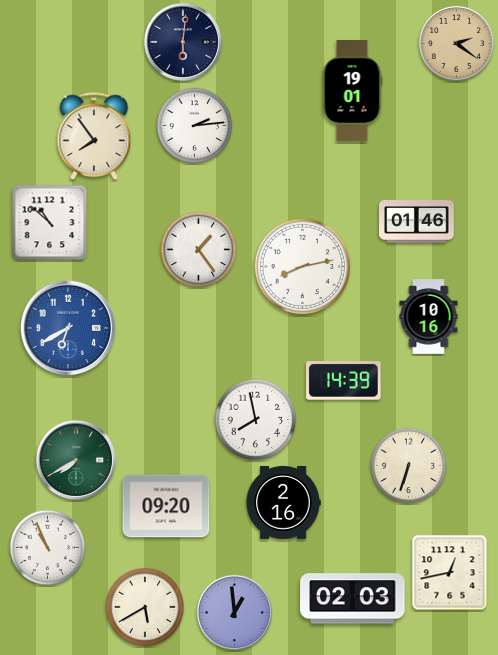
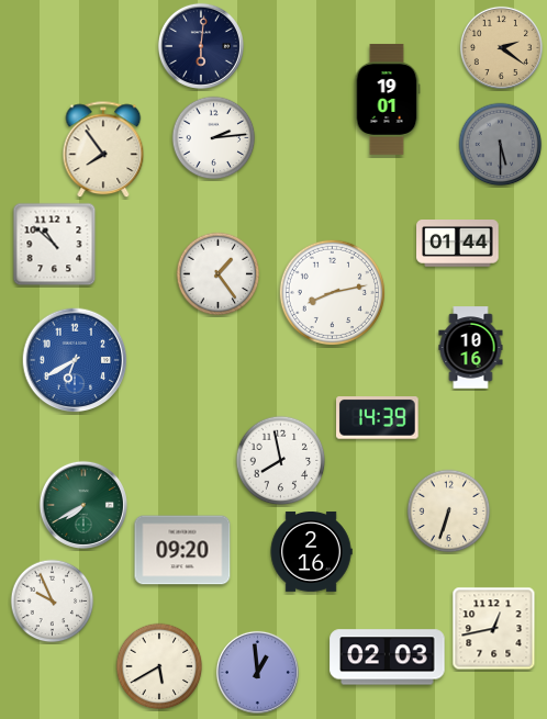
clock at (501, 145): none -> 5:30
clock at (417, 222): 01:46 -> 01:44
clock at (166, 506) position: (166, 506) -> (182, 550)
clock at (48, 548): 10:56 -> 9:56
